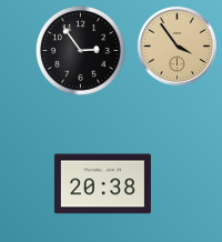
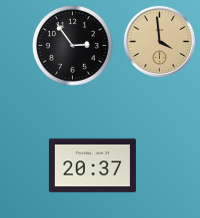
clock at (176, 46): 3:54 -> 3:59
clock at (102, 184): 20:38 -> 20:37
